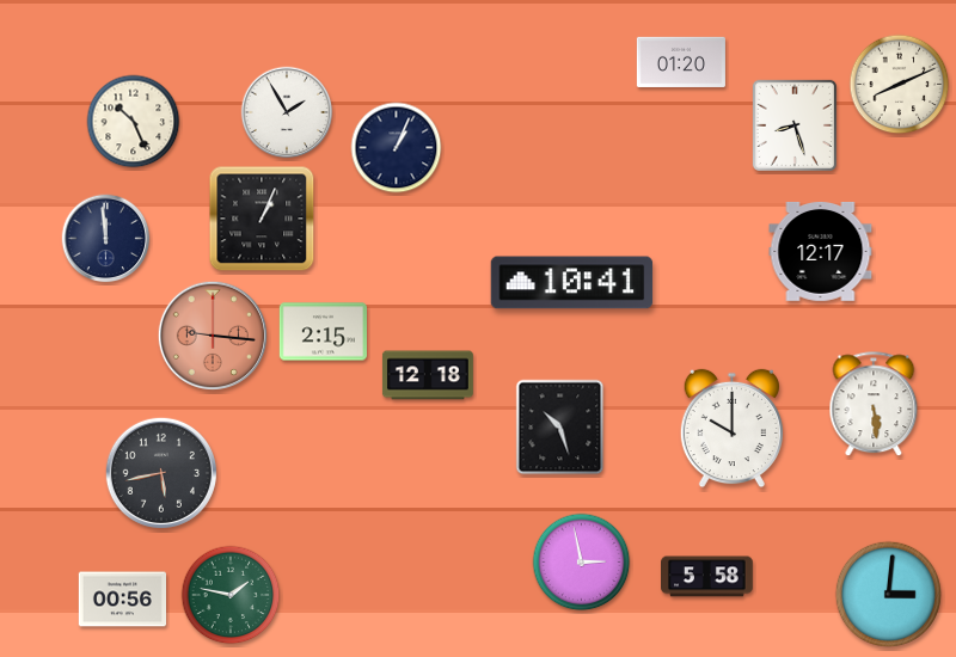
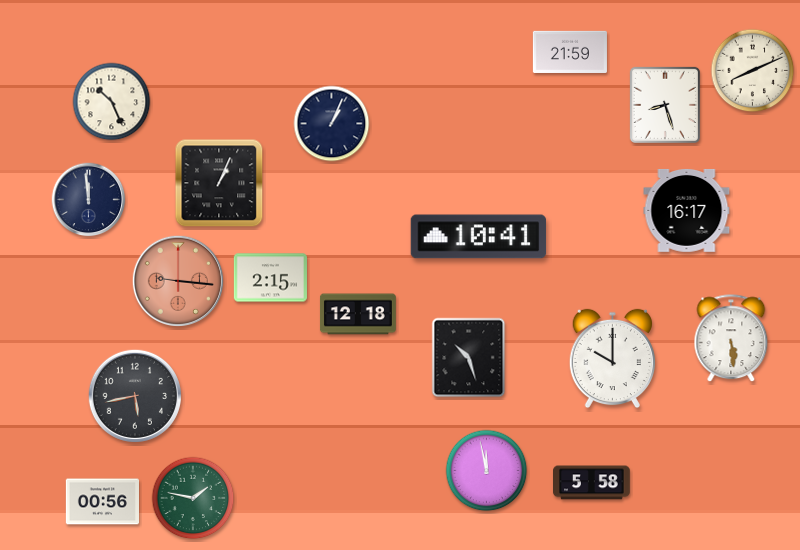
clock at (681, 62): 01:20 -> 21:59
clock at (287, 112): 1:55 -> none
clock at (821, 252): 12:17 -> 16:17
clock at (582, 563): 2:58 -> 11:58
clock at (889, 595): 3:01 -> none
